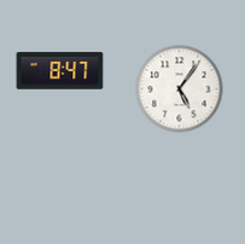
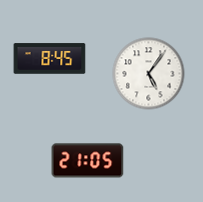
clock at (60, 71): 8:47 -> 8:45
clock at (88, 161): none -> 21:05
